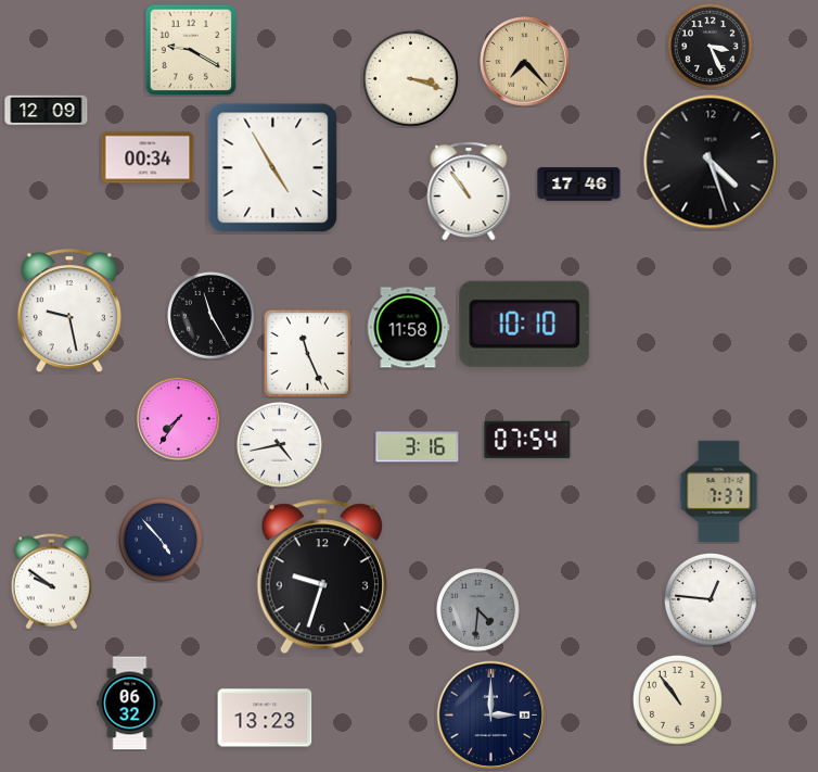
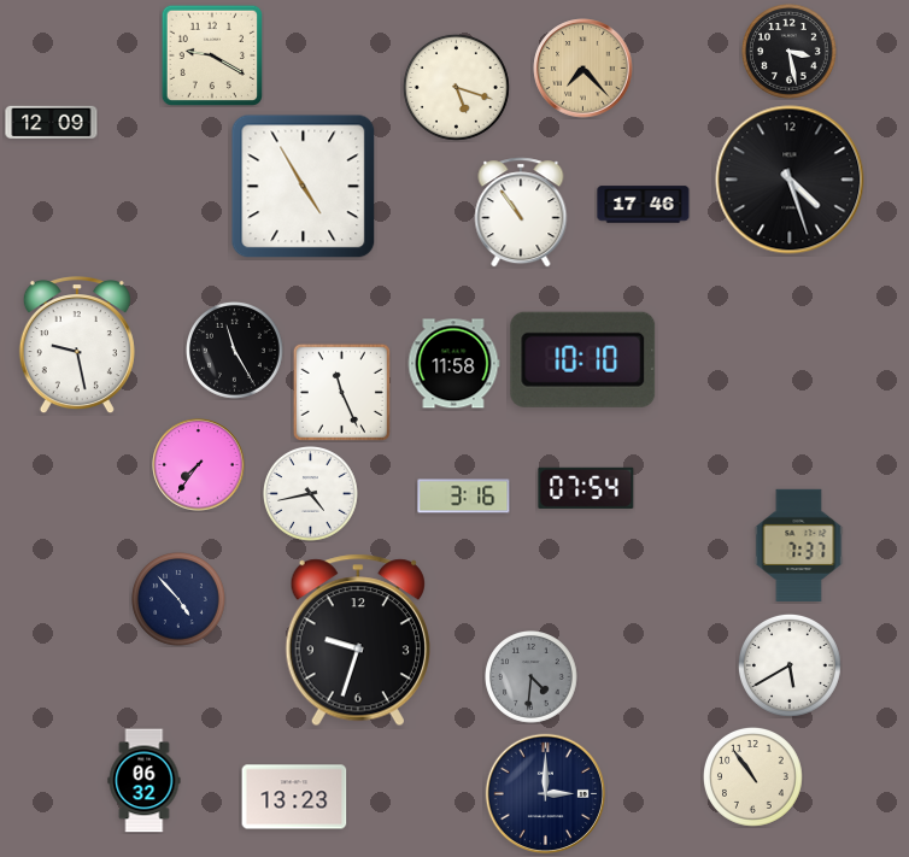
clock at (711, 47): 3:26 -> 3:28
clock at (410, 78): 3:18 -> 5:18
clock at (148, 157): 00:34 -> none
clock at (52, 582): 9:51 -> none
clock at (711, 599): 12:46 -> 5:40
